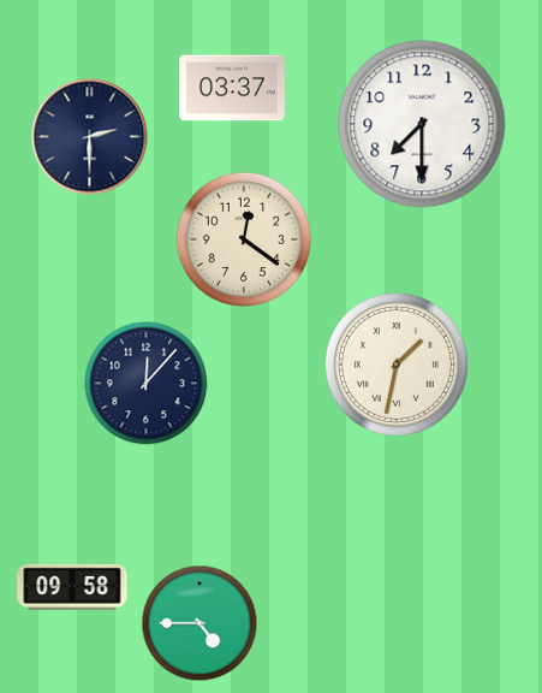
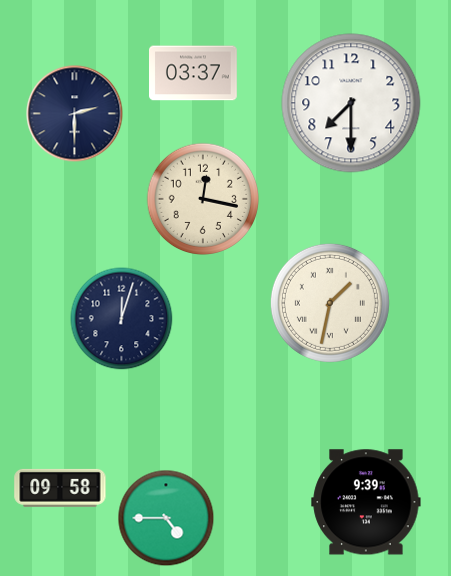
clock at (243, 238): 12:21 -> 12:17
clock at (147, 384): 12:07 -> 12:03
clock at (366, 502): none -> 9:39
